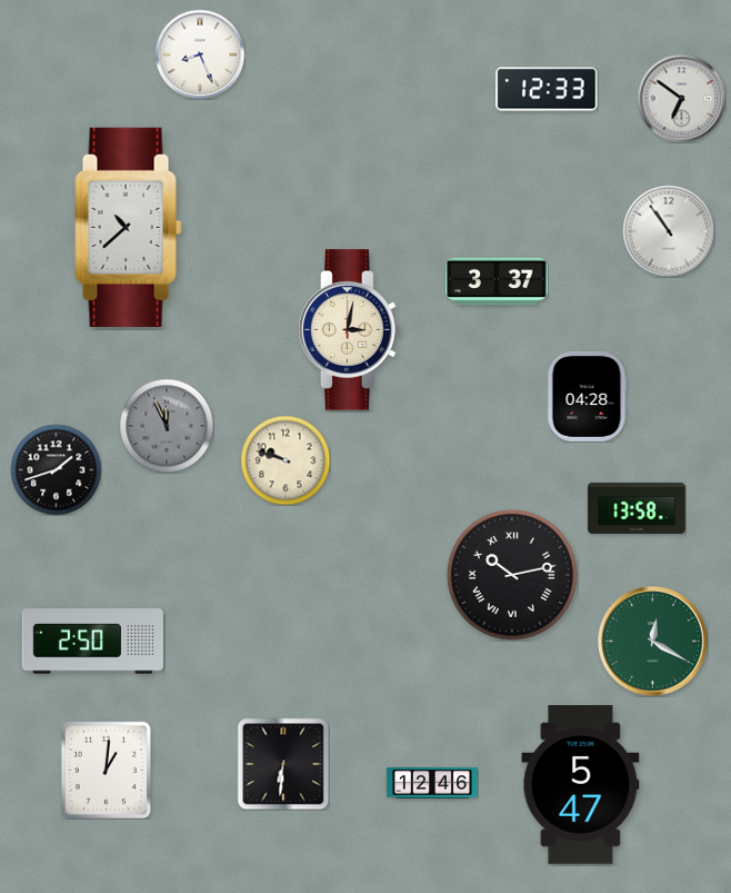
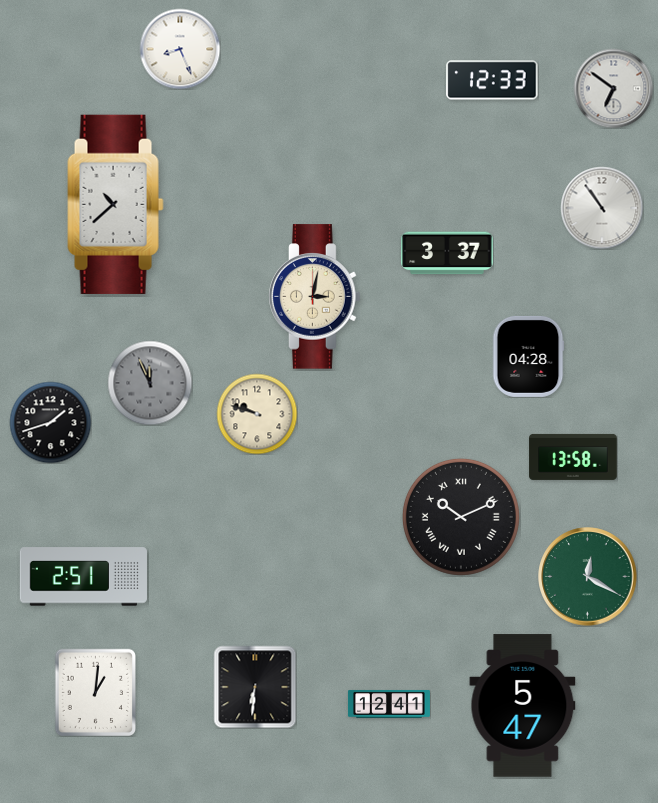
clock at (512, 575): 10:13 -> 10:11
clock at (92, 642): 2:50 -> 2:51
clock at (432, 783): 12:46 -> 12:41
